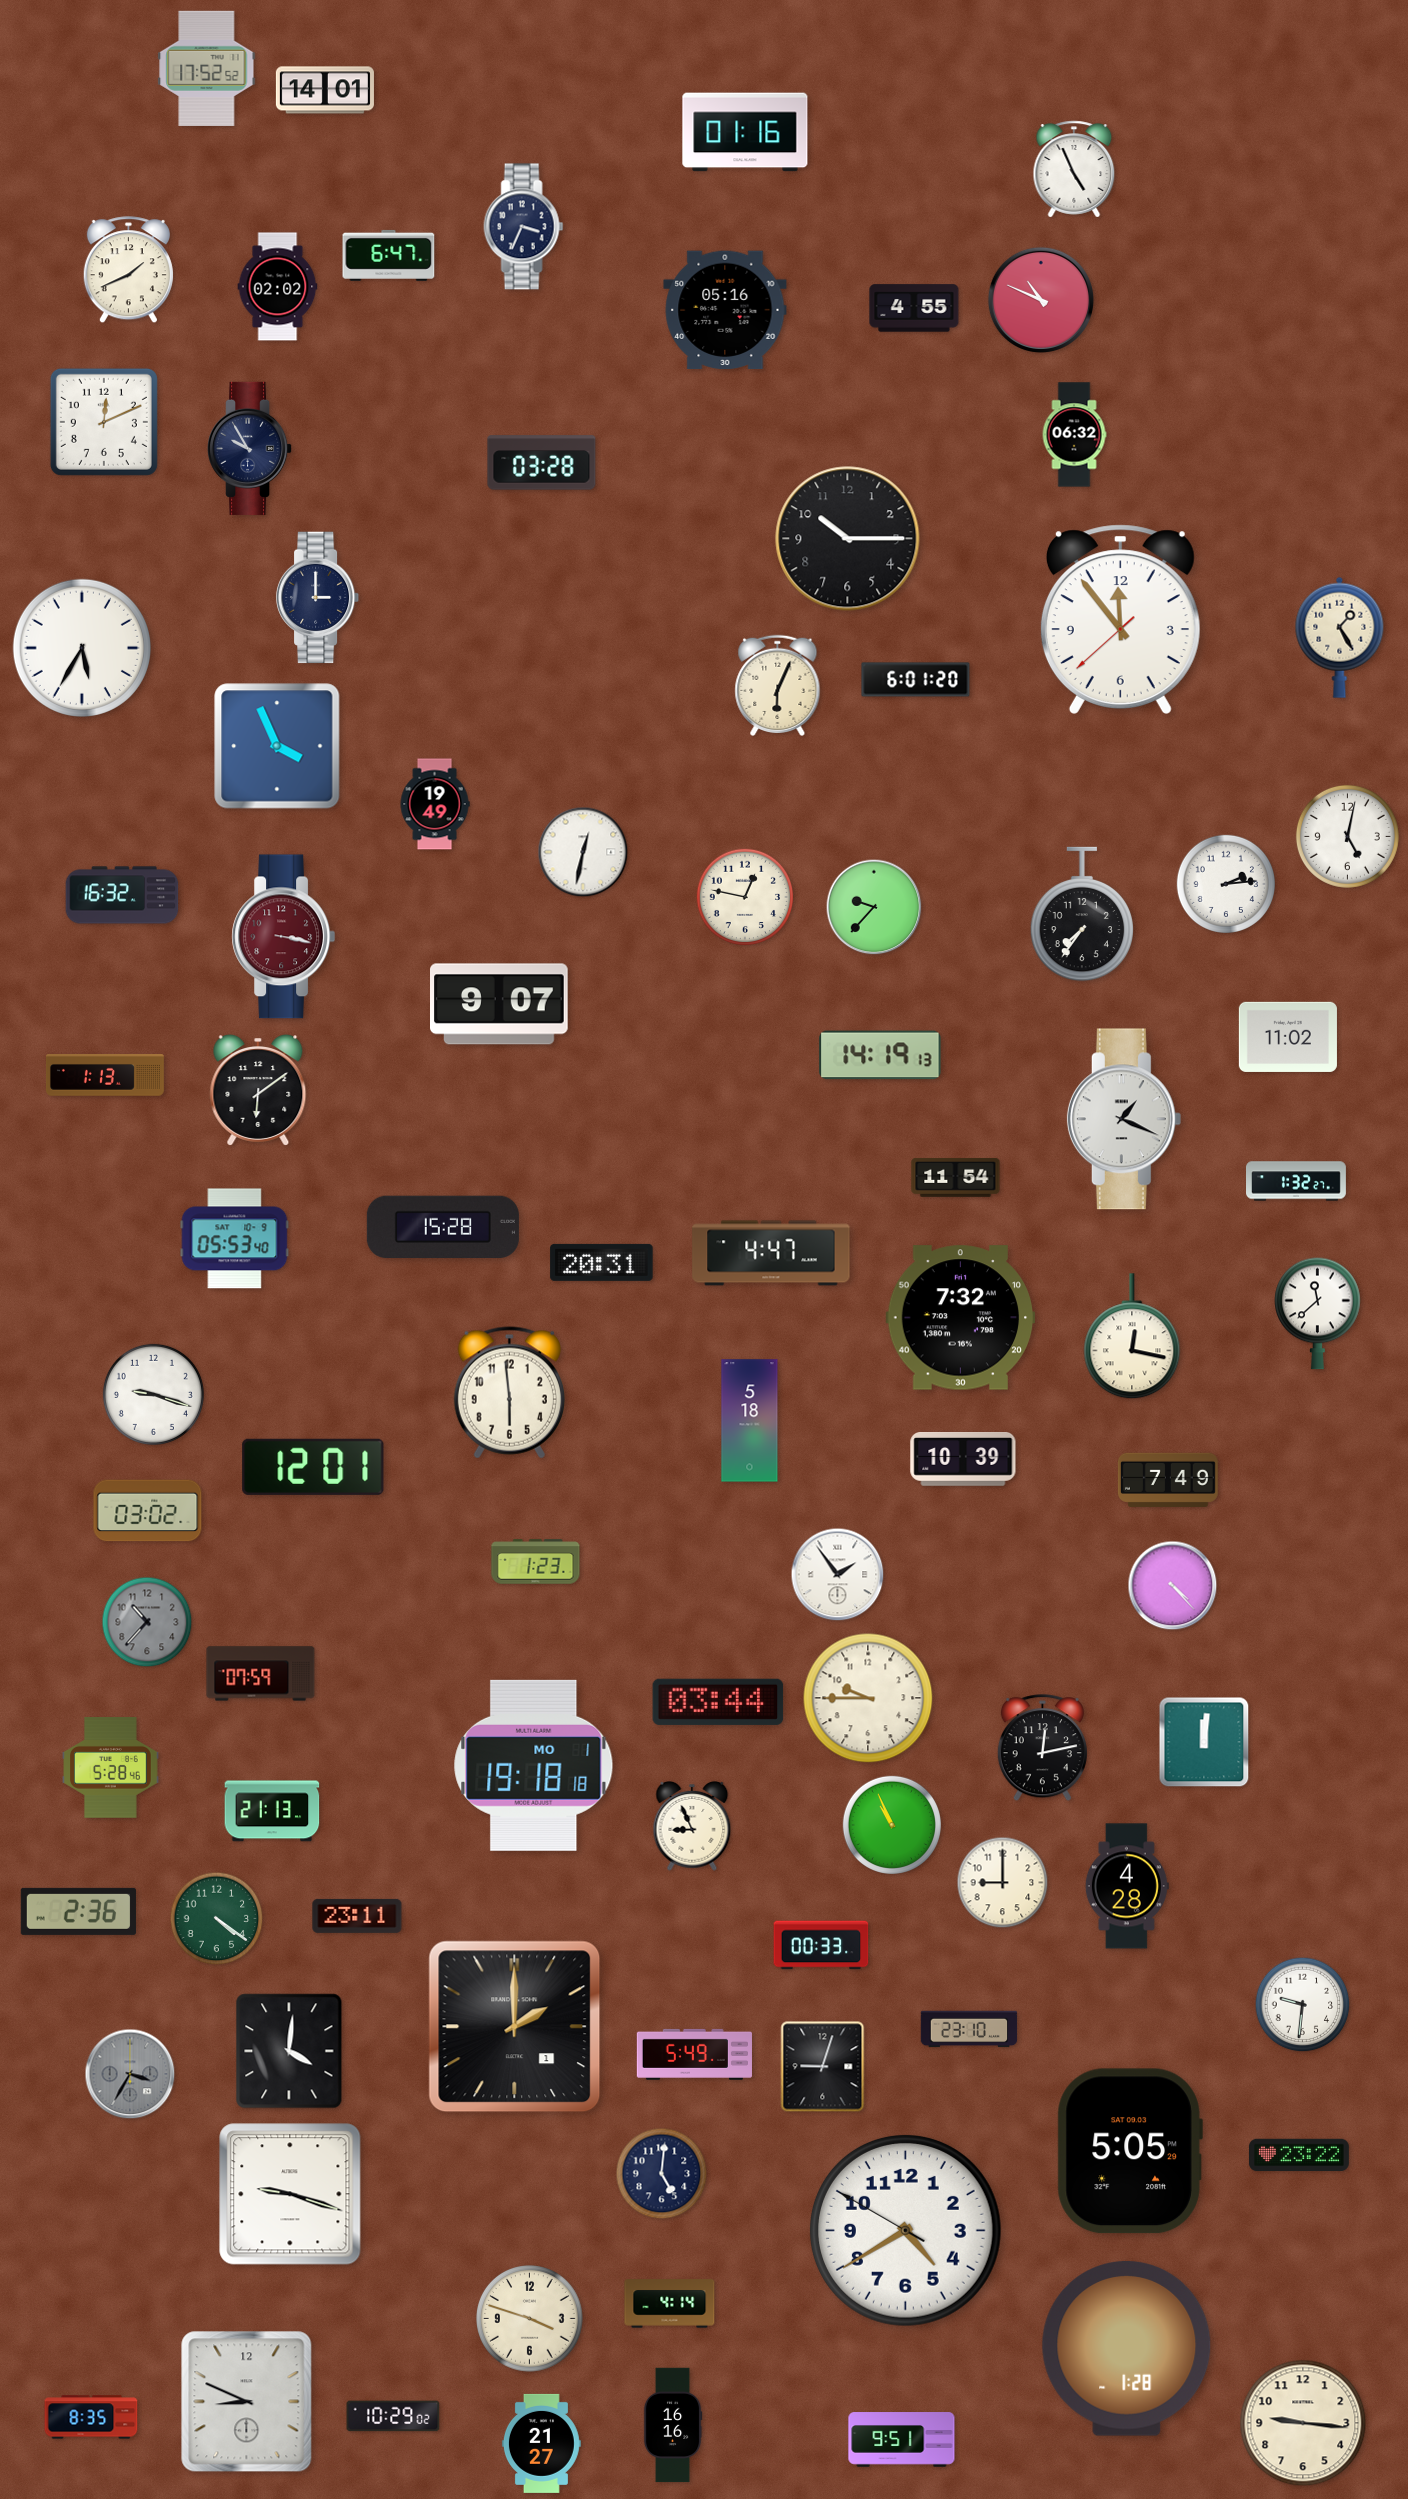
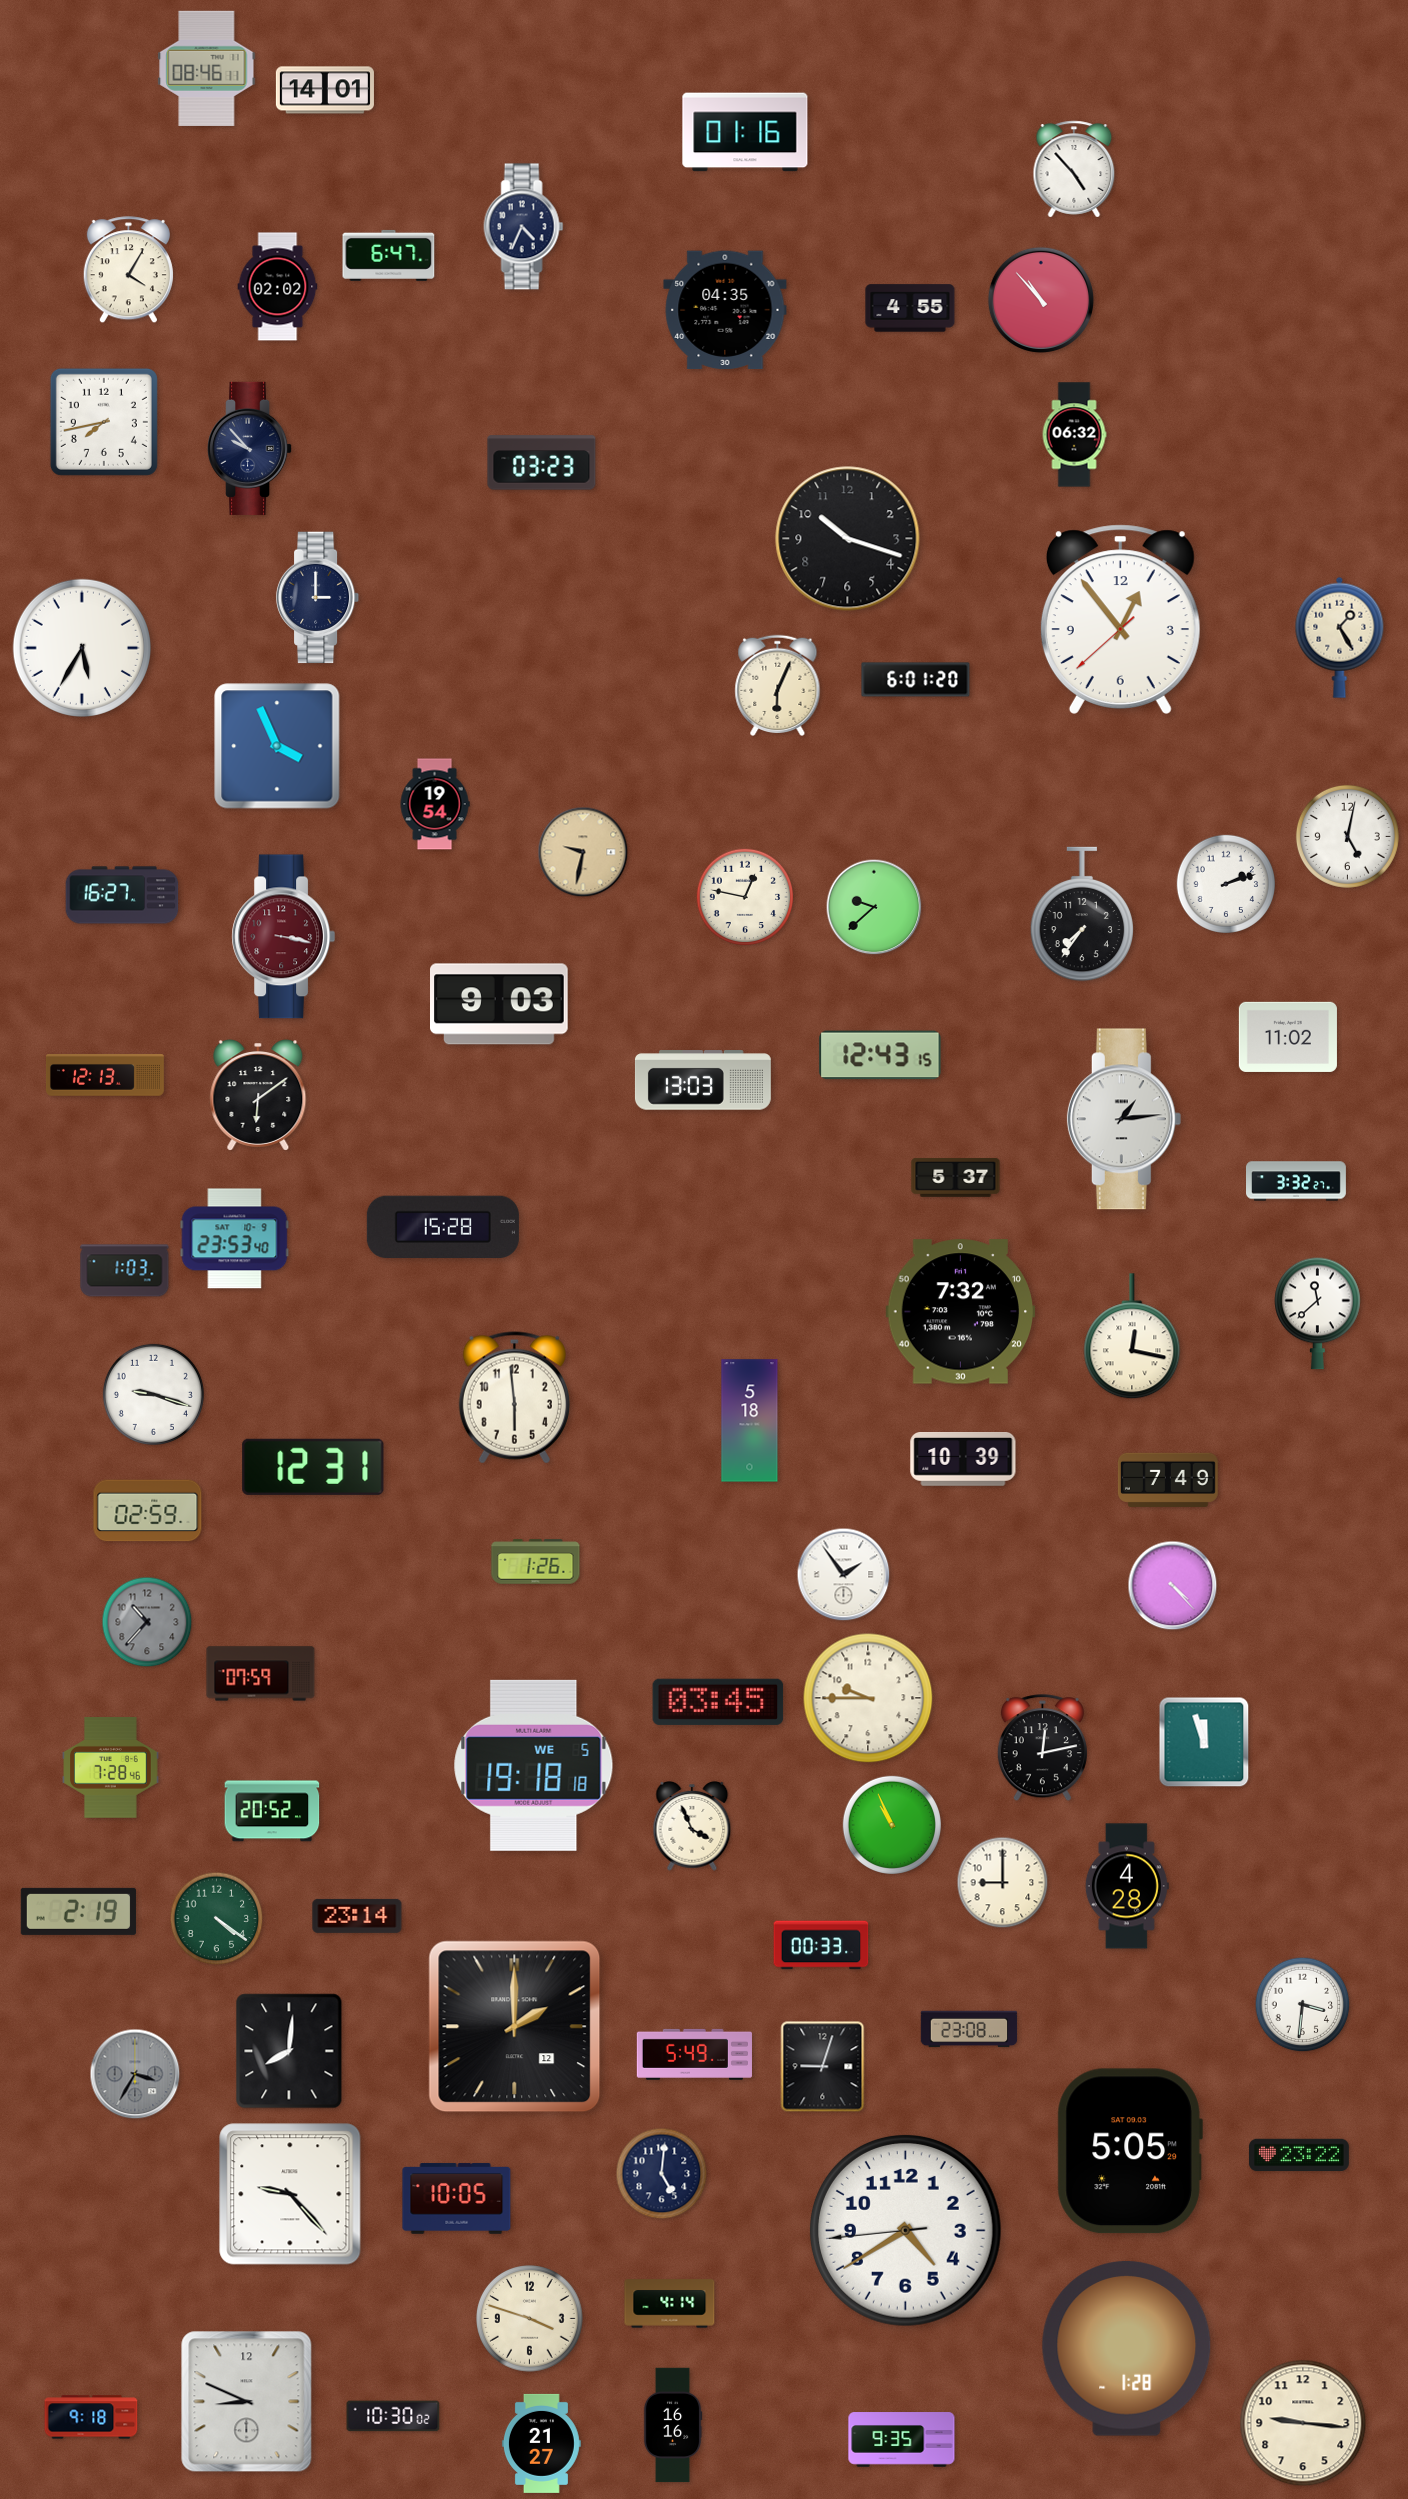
clock at (207, 68): 17:52 -> 08:46
clock at (1074, 169): 4:56 -> 4:53
clock at (524, 227): 3:34 -> 4:34
clock at (128, 270): 1:41 -> 4:05
clock at (1041, 300): 10:49 -> 10:53
clock at (914, 308) position: (914, 308) -> (910, 308)
clock at (725, 310): 05:16 -> 04:35
clock at (104, 422): 12:11 -> 7:43
clock at (251, 448): 9:55 -> 9:53
clock at (542, 463): 03:28 -> 03:23
clock at (848, 539): 10:15 -> 10:18
clock at (1120, 619): 11:53 -> 12:53
clock at (435, 804): 19:49 -> 19:54
clock at (583, 852): 12:32 -> 9:32
clock at (583, 852) dial: white -> champagne
clock at (1226, 884): 2:14 -> 2:12
clock at (122, 895): 16:32 -> 16:27
clock at (874, 907): 9:37 -> 9:38
clock at (500, 1004): 9:07 -> 9:03
clock at (880, 1055): 14:19 -> 12:43
clock at (105, 1076): 1:13 -> 12:13
clock at (703, 1080): none -> 13:03
clock at (258, 1091) position: (258, 1091) -> (258, 1096)
clock at (1124, 1119): 1:19 -> 1:14
clock at (956, 1178): 11:54 -> 5:37
clock at (1297, 1181): 1:32 -> 3:32
clock at (235, 1239): 05:53 -> 23:53
clock at (771, 1253): 4:47 -> none
clock at (602, 1262): 20:31 -> none
clock at (125, 1271): none -> 1:03
clock at (961, 1318) position: (961, 1318) -> (961, 1312)
clock at (509, 1393) position: (509, 1393) -> (514, 1398)
clock at (313, 1467): 12:01 -> 12:31
clock at (148, 1511): 03:02 -> 02:59
clock at (536, 1562): 1:23 -> 1:26
clock at (838, 1575) position: (838, 1575) -> (844, 1575)
clock at (718, 1702): 03:44 -> 03:45
clock at (1204, 1742): 12:01 -> 11:57
clock at (534, 1765) date: MO 1 -> WE 5
clock at (111, 1768): 5:28 -> 7:28
clock at (272, 1811): 21:13 -> 20:52
clock at (692, 1826): 8:56 -> 3:56
clock at (78, 1911): 2:36 -> 2:19
clock at (357, 1916): 23:11 -> 23:14
clock at (1303, 2005): 9:31 -> 3:31
clock at (515, 2027) date: 1 -> 12
clock at (969, 2029): 23:10 -> 23:08
clock at (289, 2051): 4:01 -> 8:01
clock at (130, 2074) position: (130, 2074) -> (135, 2074)
clock at (290, 2194): 9:18 -> 9:23
clock at (457, 2199): none -> 10:05
clock at (905, 2230): 4:39:50 -> 4:39:44
clock at (393, 2416): 10:29 -> 10:30
clock at (91, 2417): 8:35 -> 9:18
clock at (902, 2440): 9:51 -> 9:35
